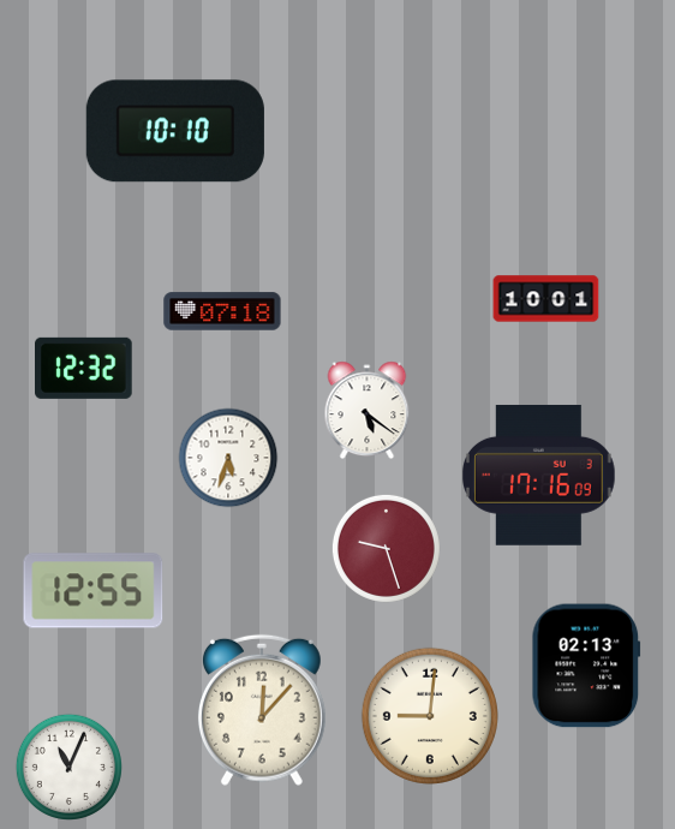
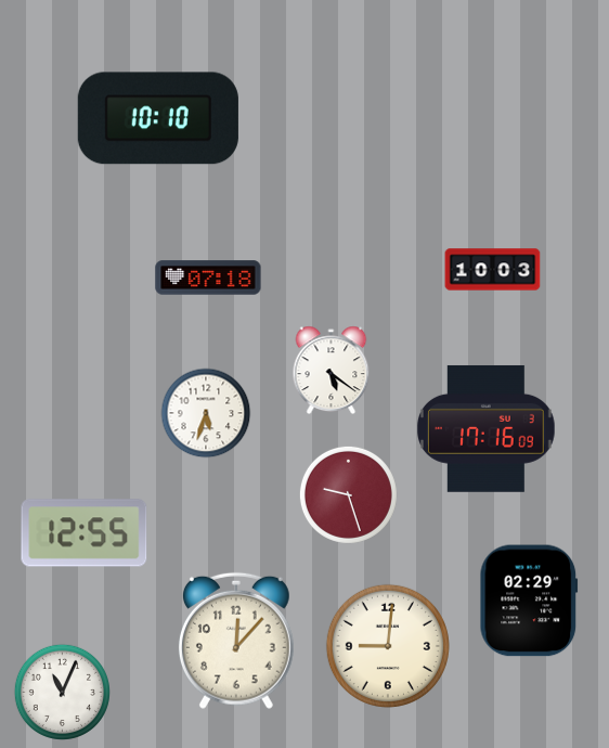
clock at (546, 299): 10:01 -> 10:03
clock at (222, 311) position: (222, 311) -> (208, 278)
clock at (84, 368): 12:32 -> none
clock at (586, 666): 02:13 -> 02:29
